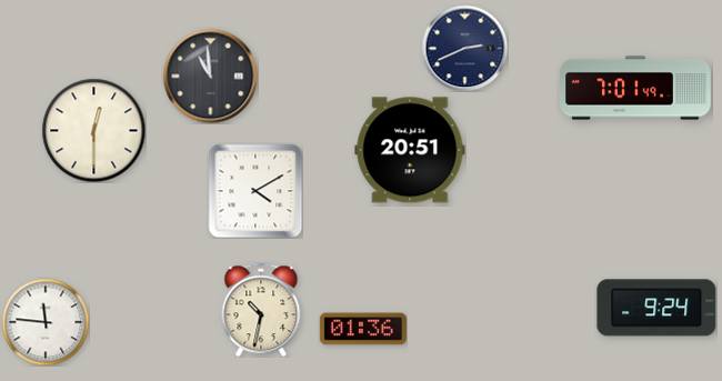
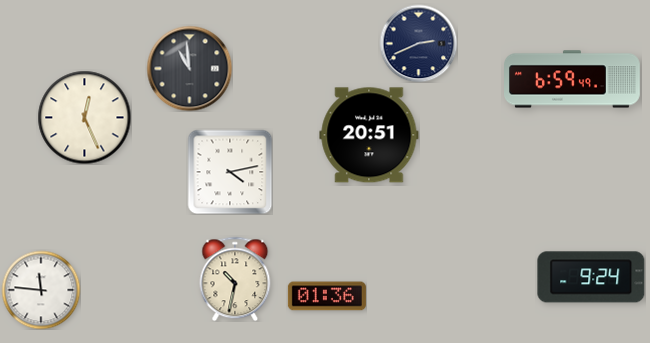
clock at (636, 88): 7:01 -> 6:59
clock at (93, 130): 12:30 -> 12:26
clock at (255, 191): 4:10 -> 4:13
